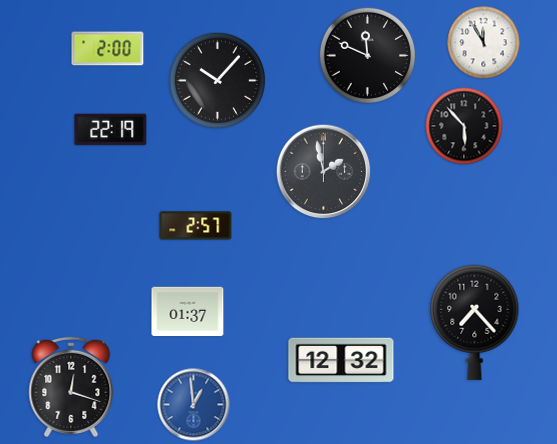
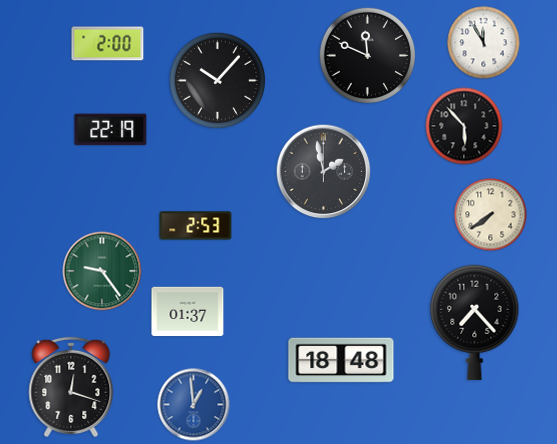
clock at (108, 49) position: (108, 49) -> (108, 44)
clock at (491, 215): none -> 7:39
clock at (196, 226): 2:57 -> 2:53
clock at (102, 271): none -> 9:24
clock at (341, 360): 12:32 -> 18:48
